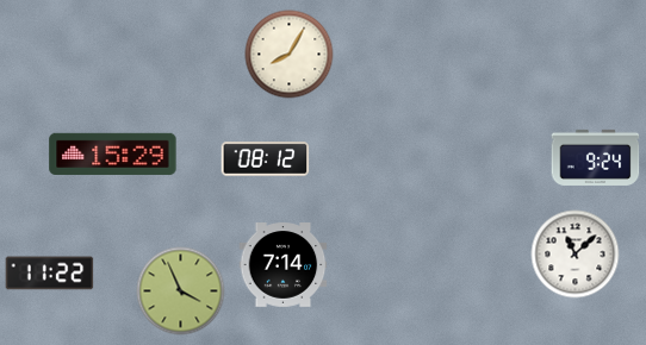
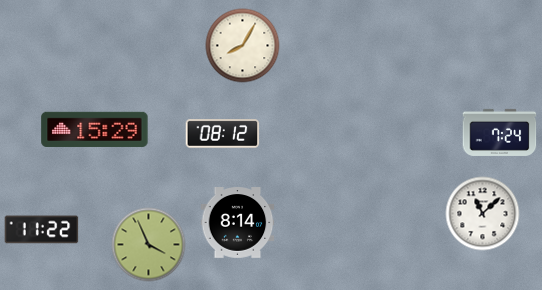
clock at (596, 157): 9:24 -> 7:24
clock at (284, 265): 7:14 -> 8:14
clock at (181, 291) position: (181, 291) -> (149, 245)
